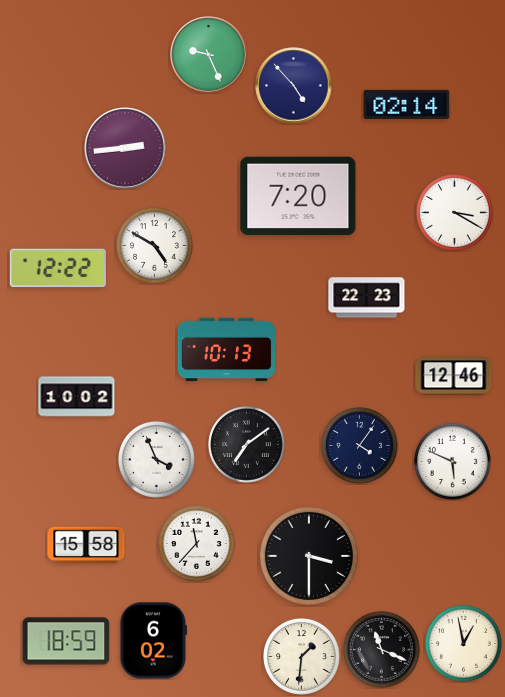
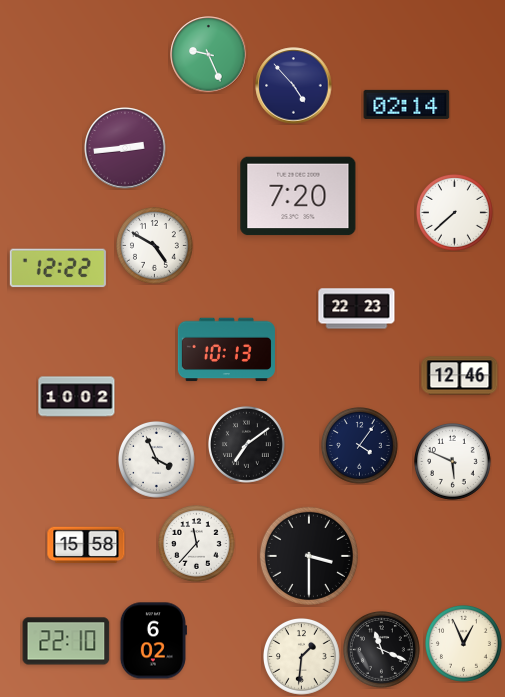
clock at (455, 213): 3:20 -> 7:38
clock at (367, 298) position: (367, 298) -> (357, 309)
clock at (454, 376) position: (454, 376) -> (460, 376)
clock at (66, 641): 18:59 -> 22:10
clock at (464, 644): 12:58 -> 12:56
